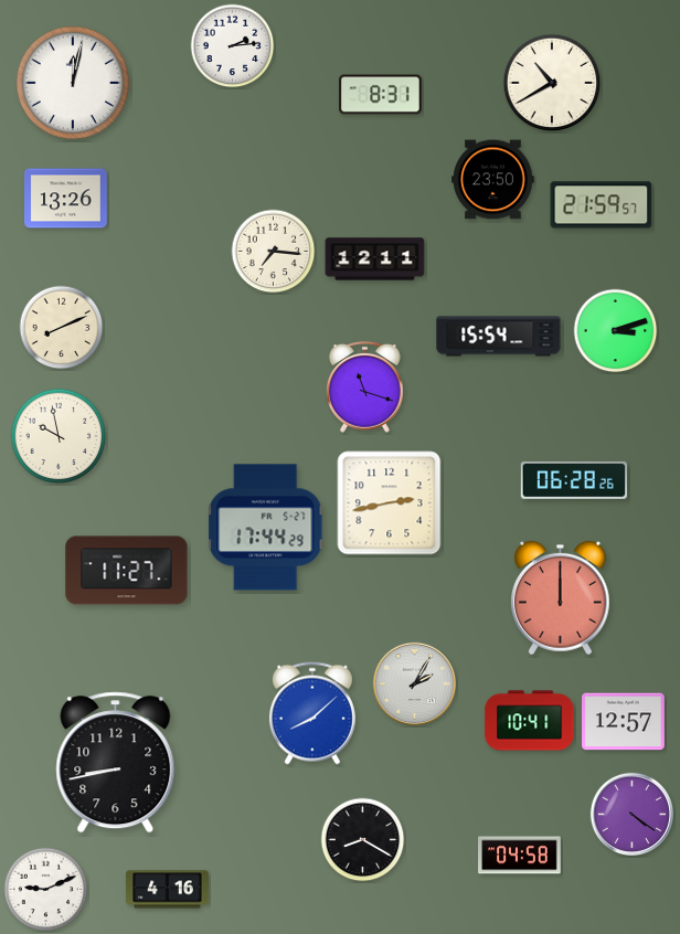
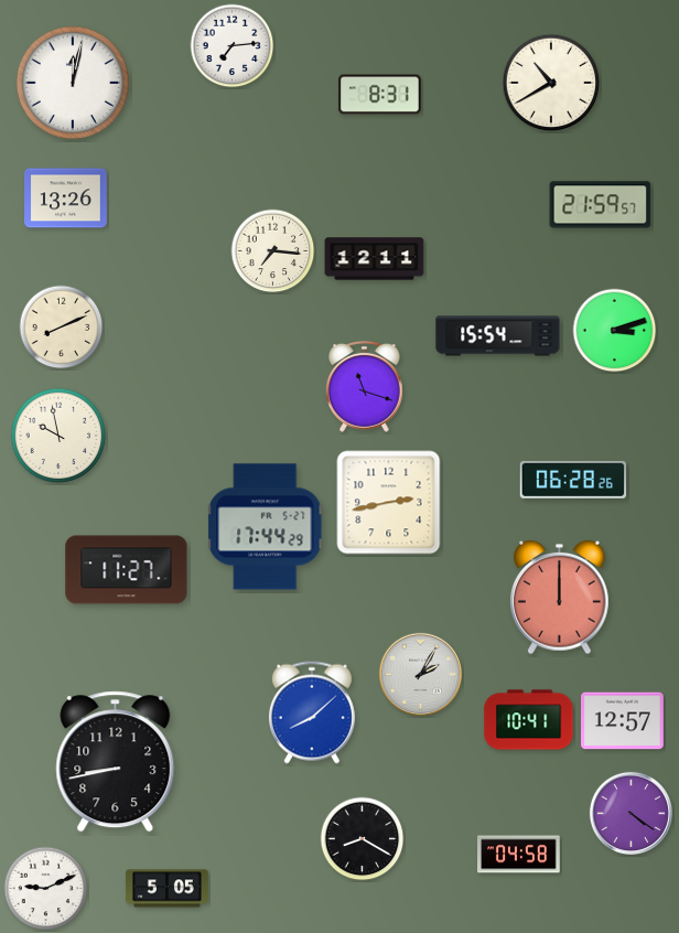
clock at (233, 46): 2:14 -> 7:14
clock at (493, 180): 23:50 -> none
clock at (414, 683) position: (414, 683) -> (420, 674)
clock at (168, 890): 4:16 -> 5:05
